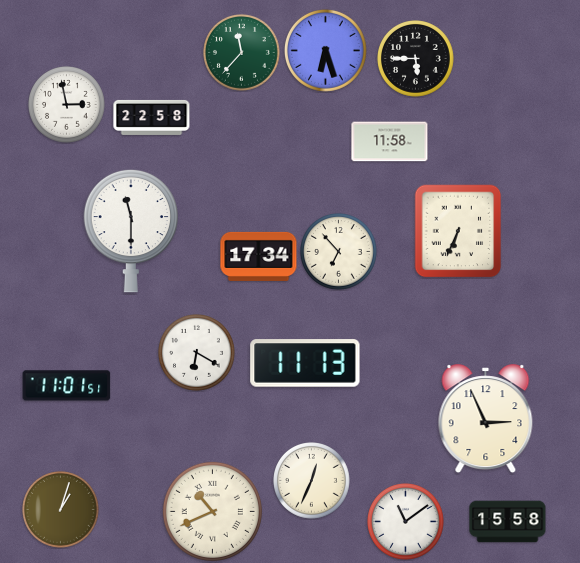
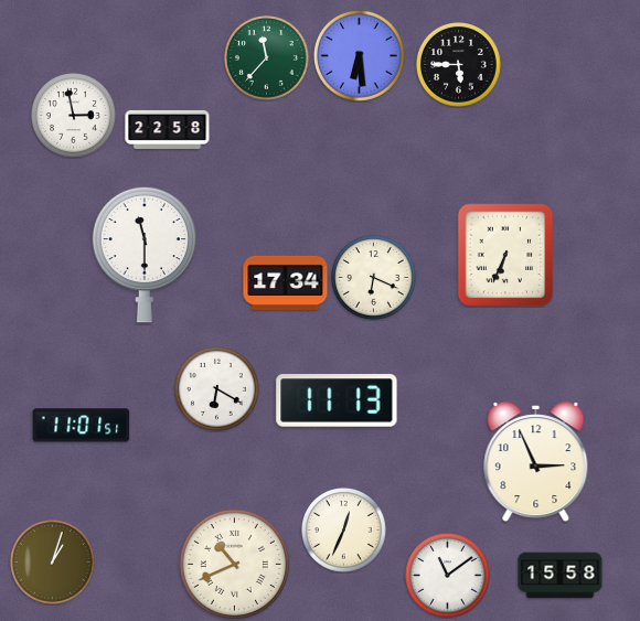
clock at (325, 50): 6:27 -> 6:29
clock at (390, 142): 11:58 -> none
clock at (339, 252): 6:53 -> 6:19
clock at (67, 386) position: (67, 386) -> (82, 426)
clock at (61, 510) position: (61, 510) -> (53, 563)
